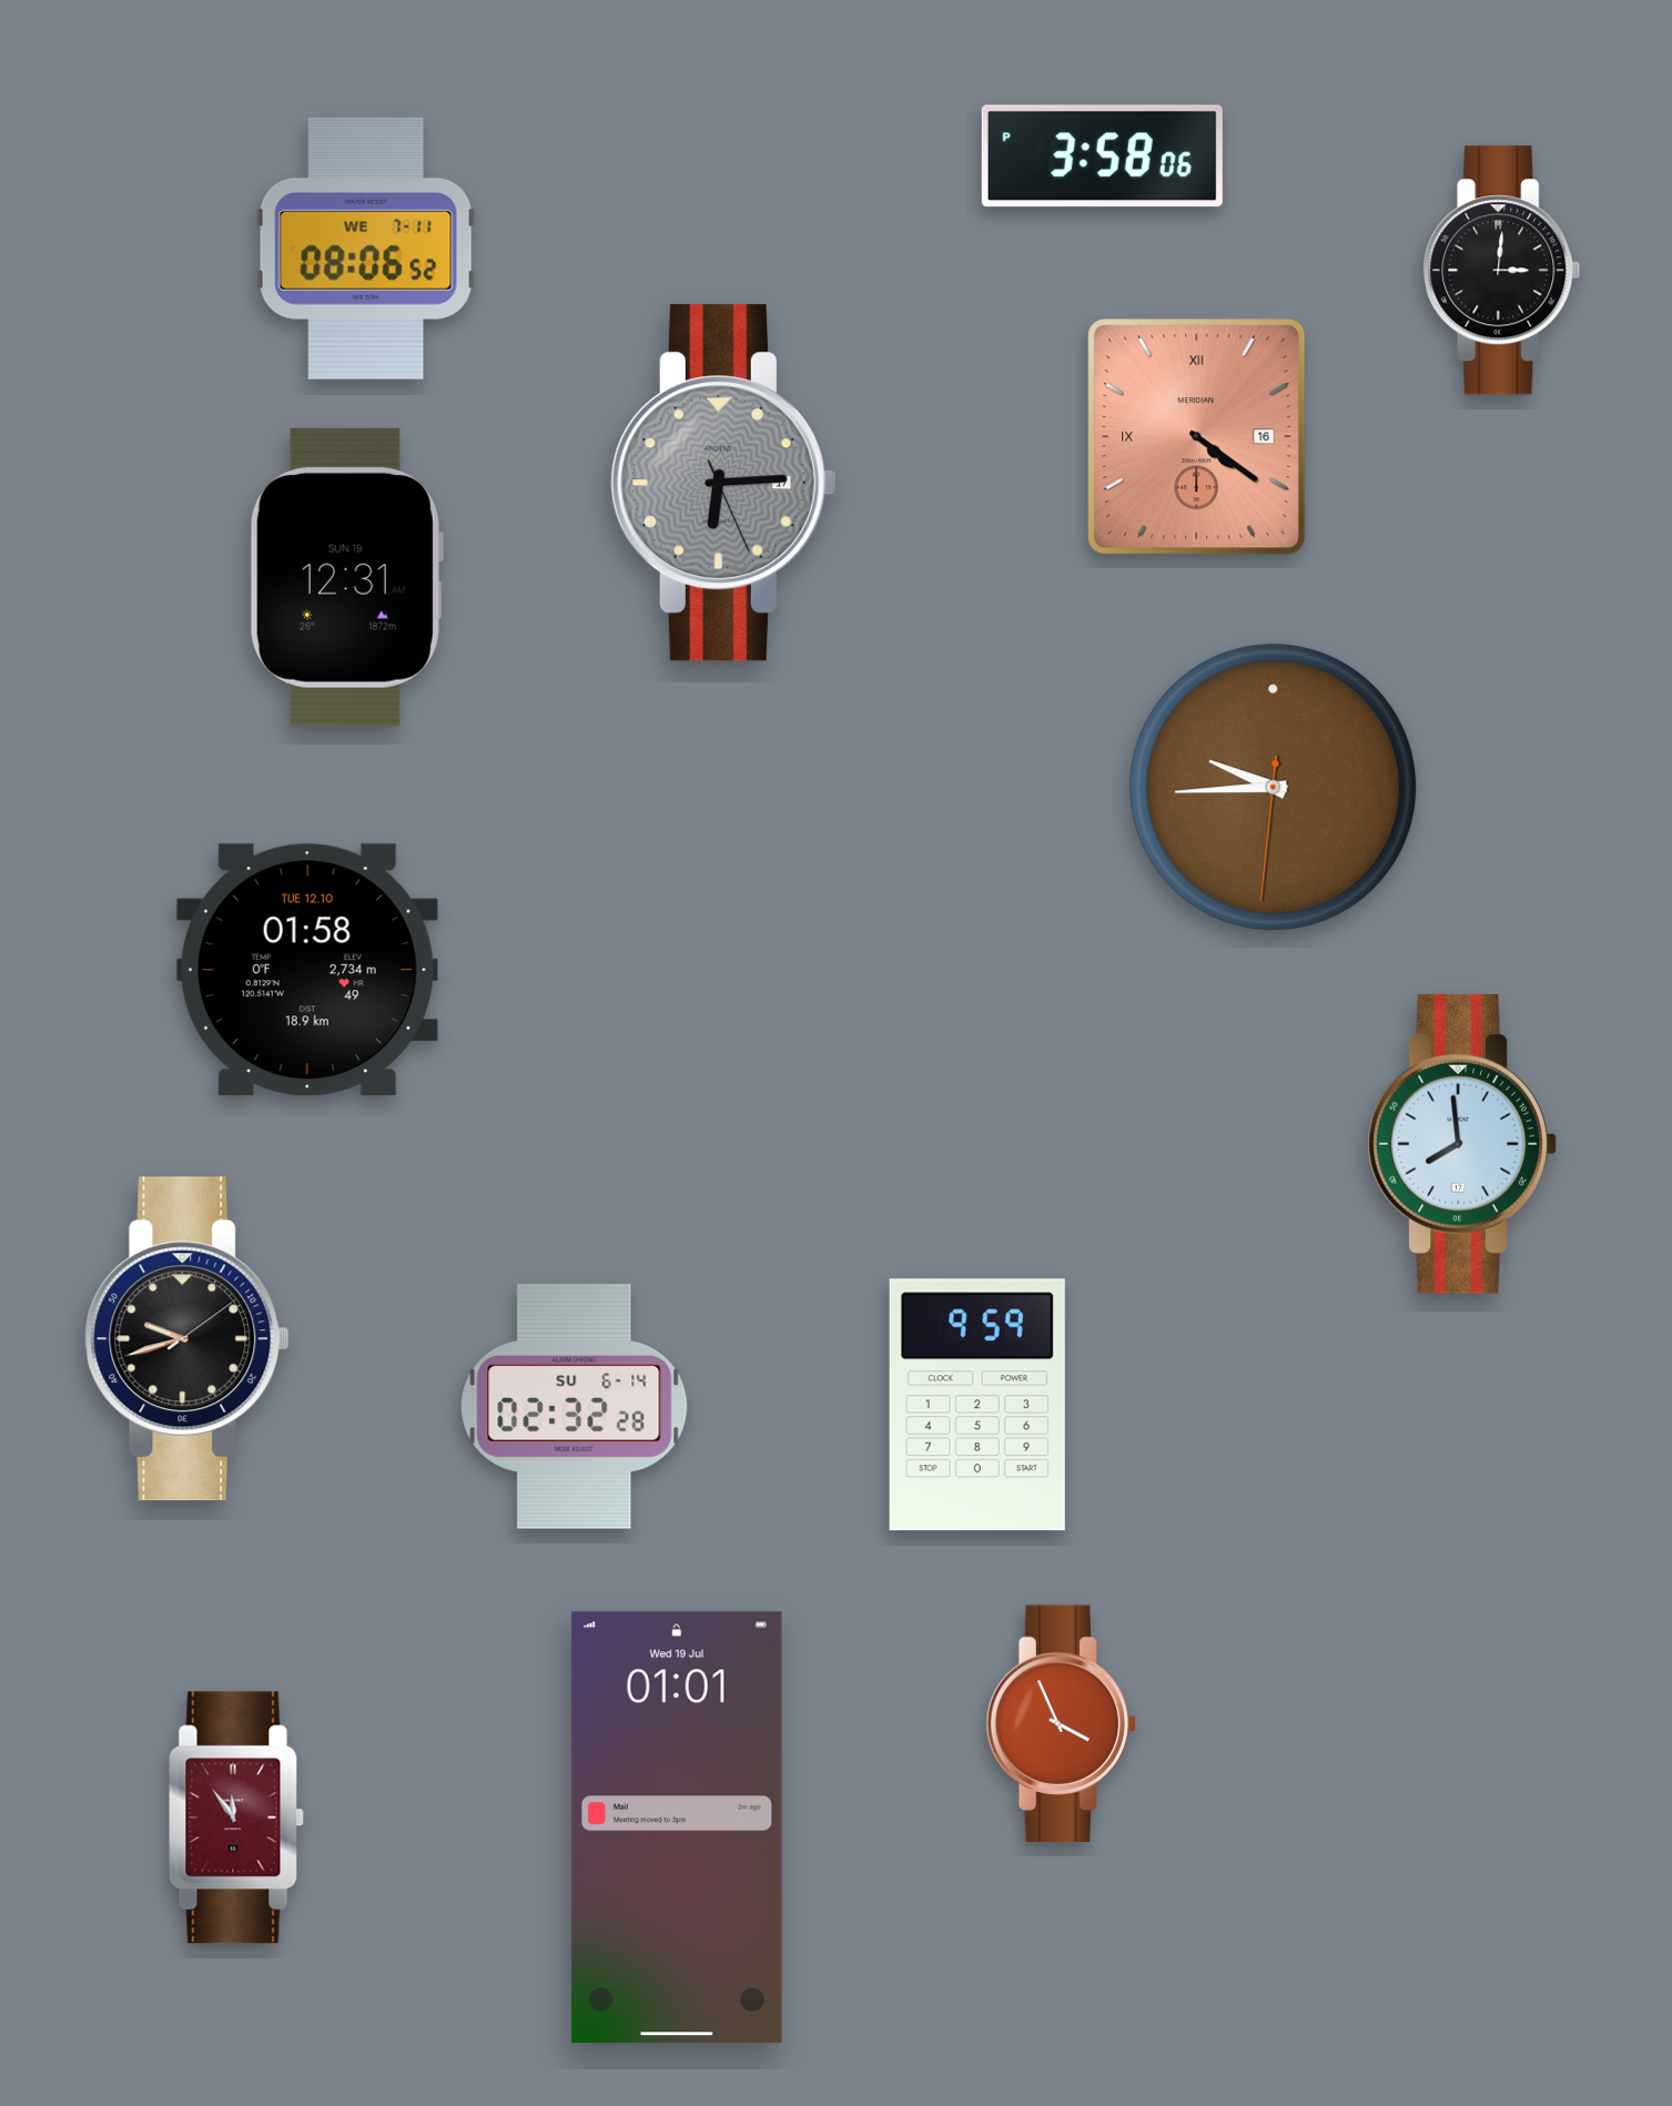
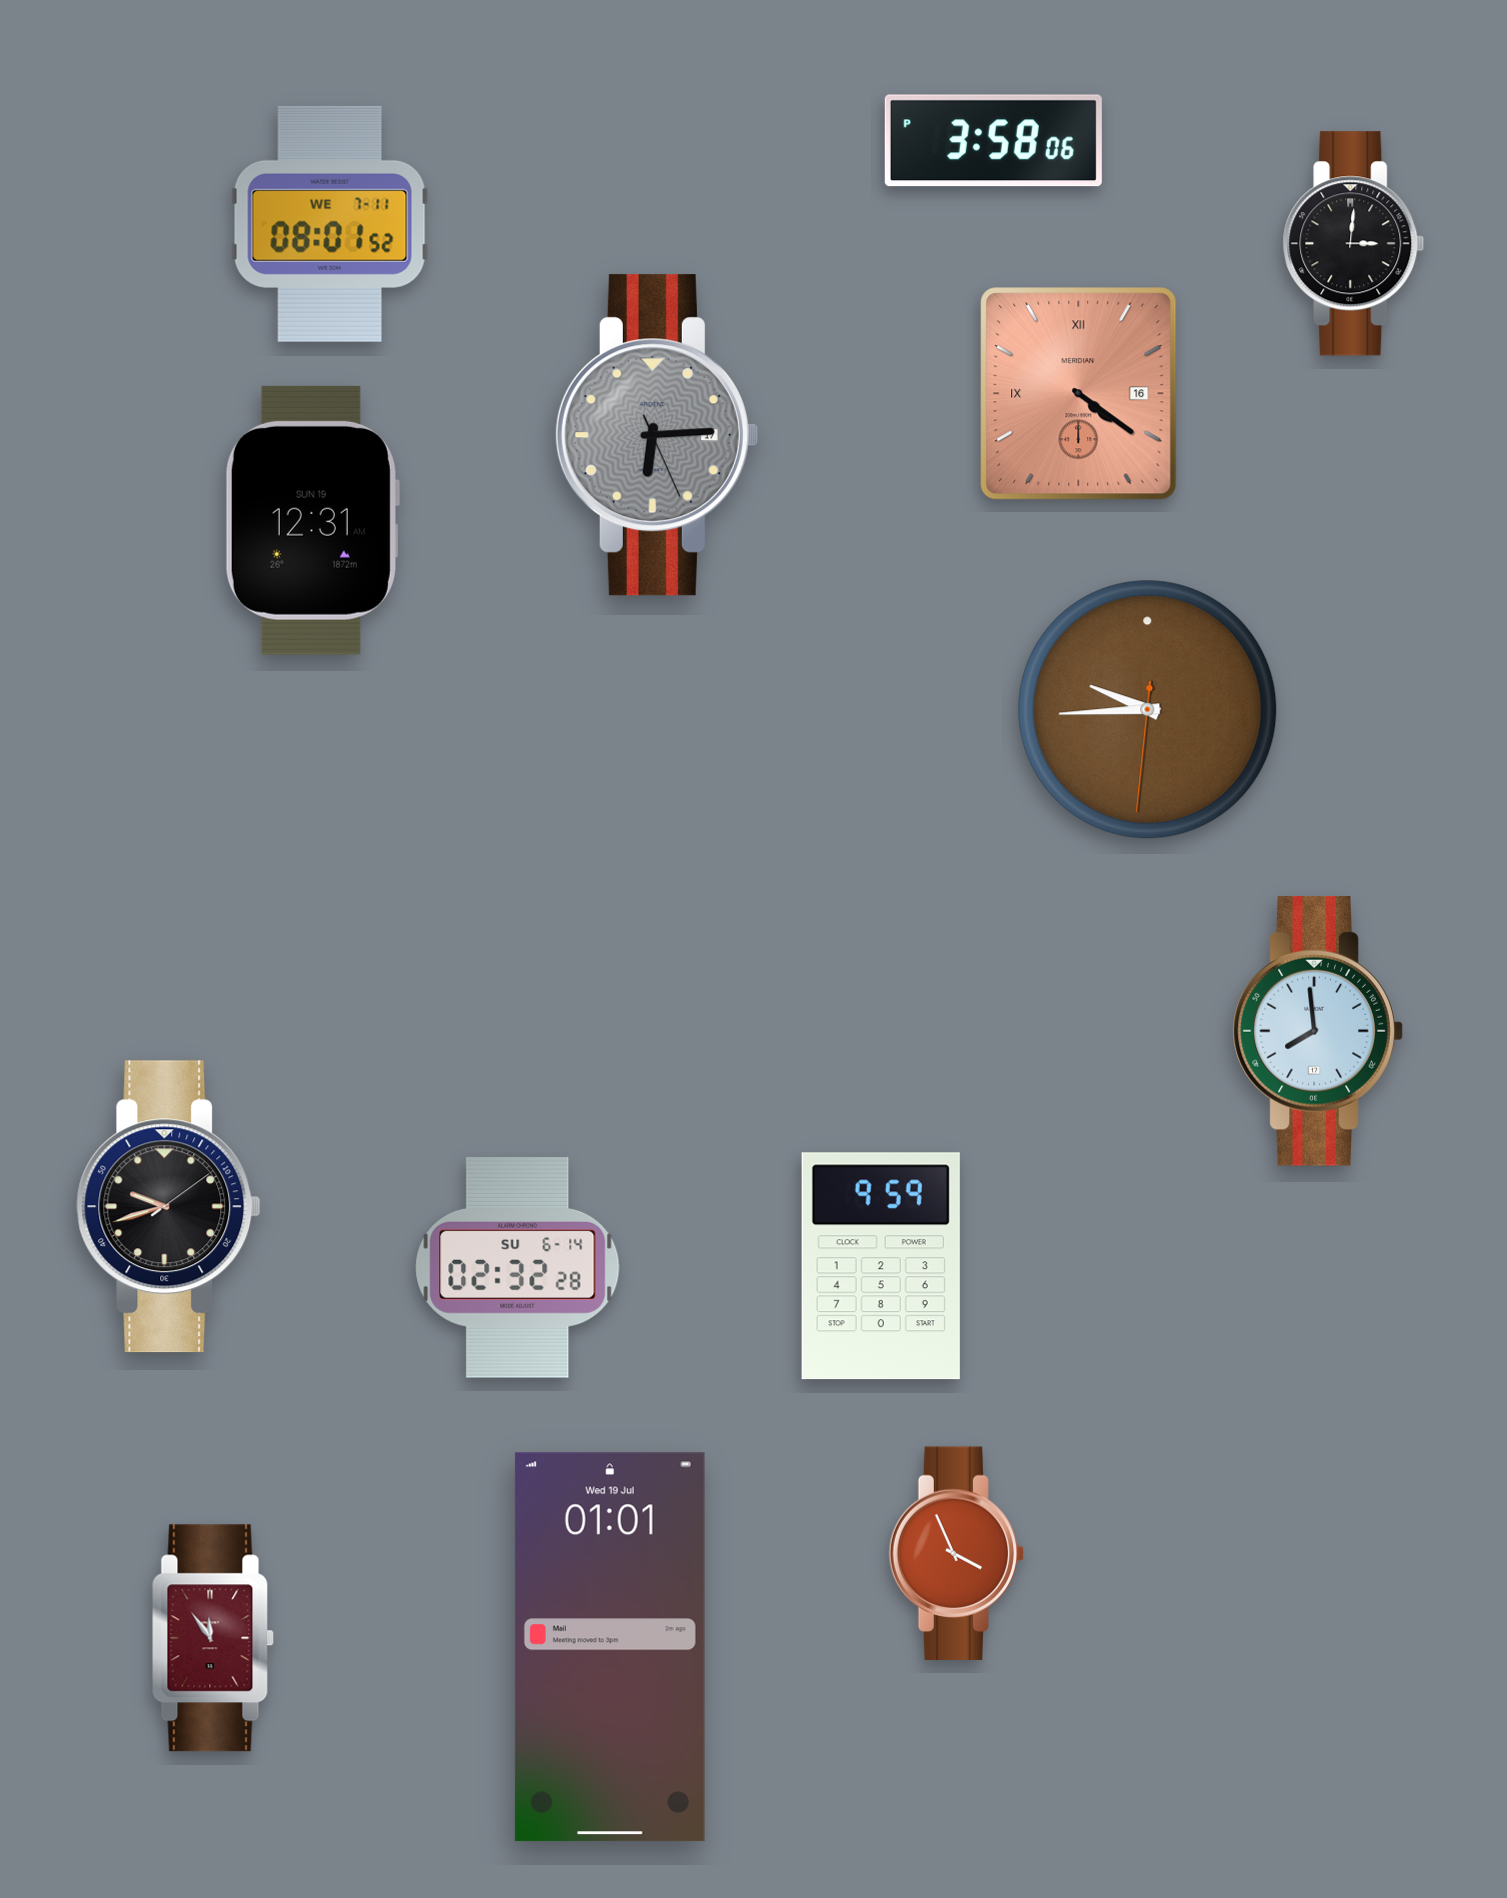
clock at (366, 249): 08:06 -> 08:01
clock at (722, 483) position: (722, 483) -> (656, 435)
clock at (307, 970): 01:58 -> none
